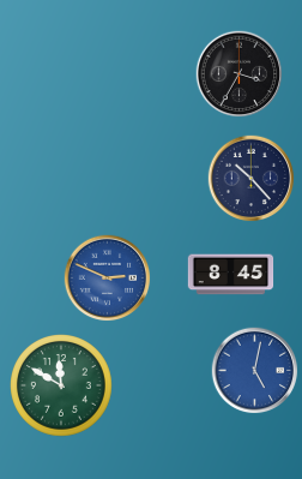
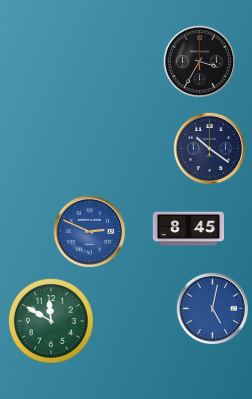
clock at (252, 179): 10:23 -> 10:21
clock at (231, 275) position: (231, 275) -> (189, 229)
